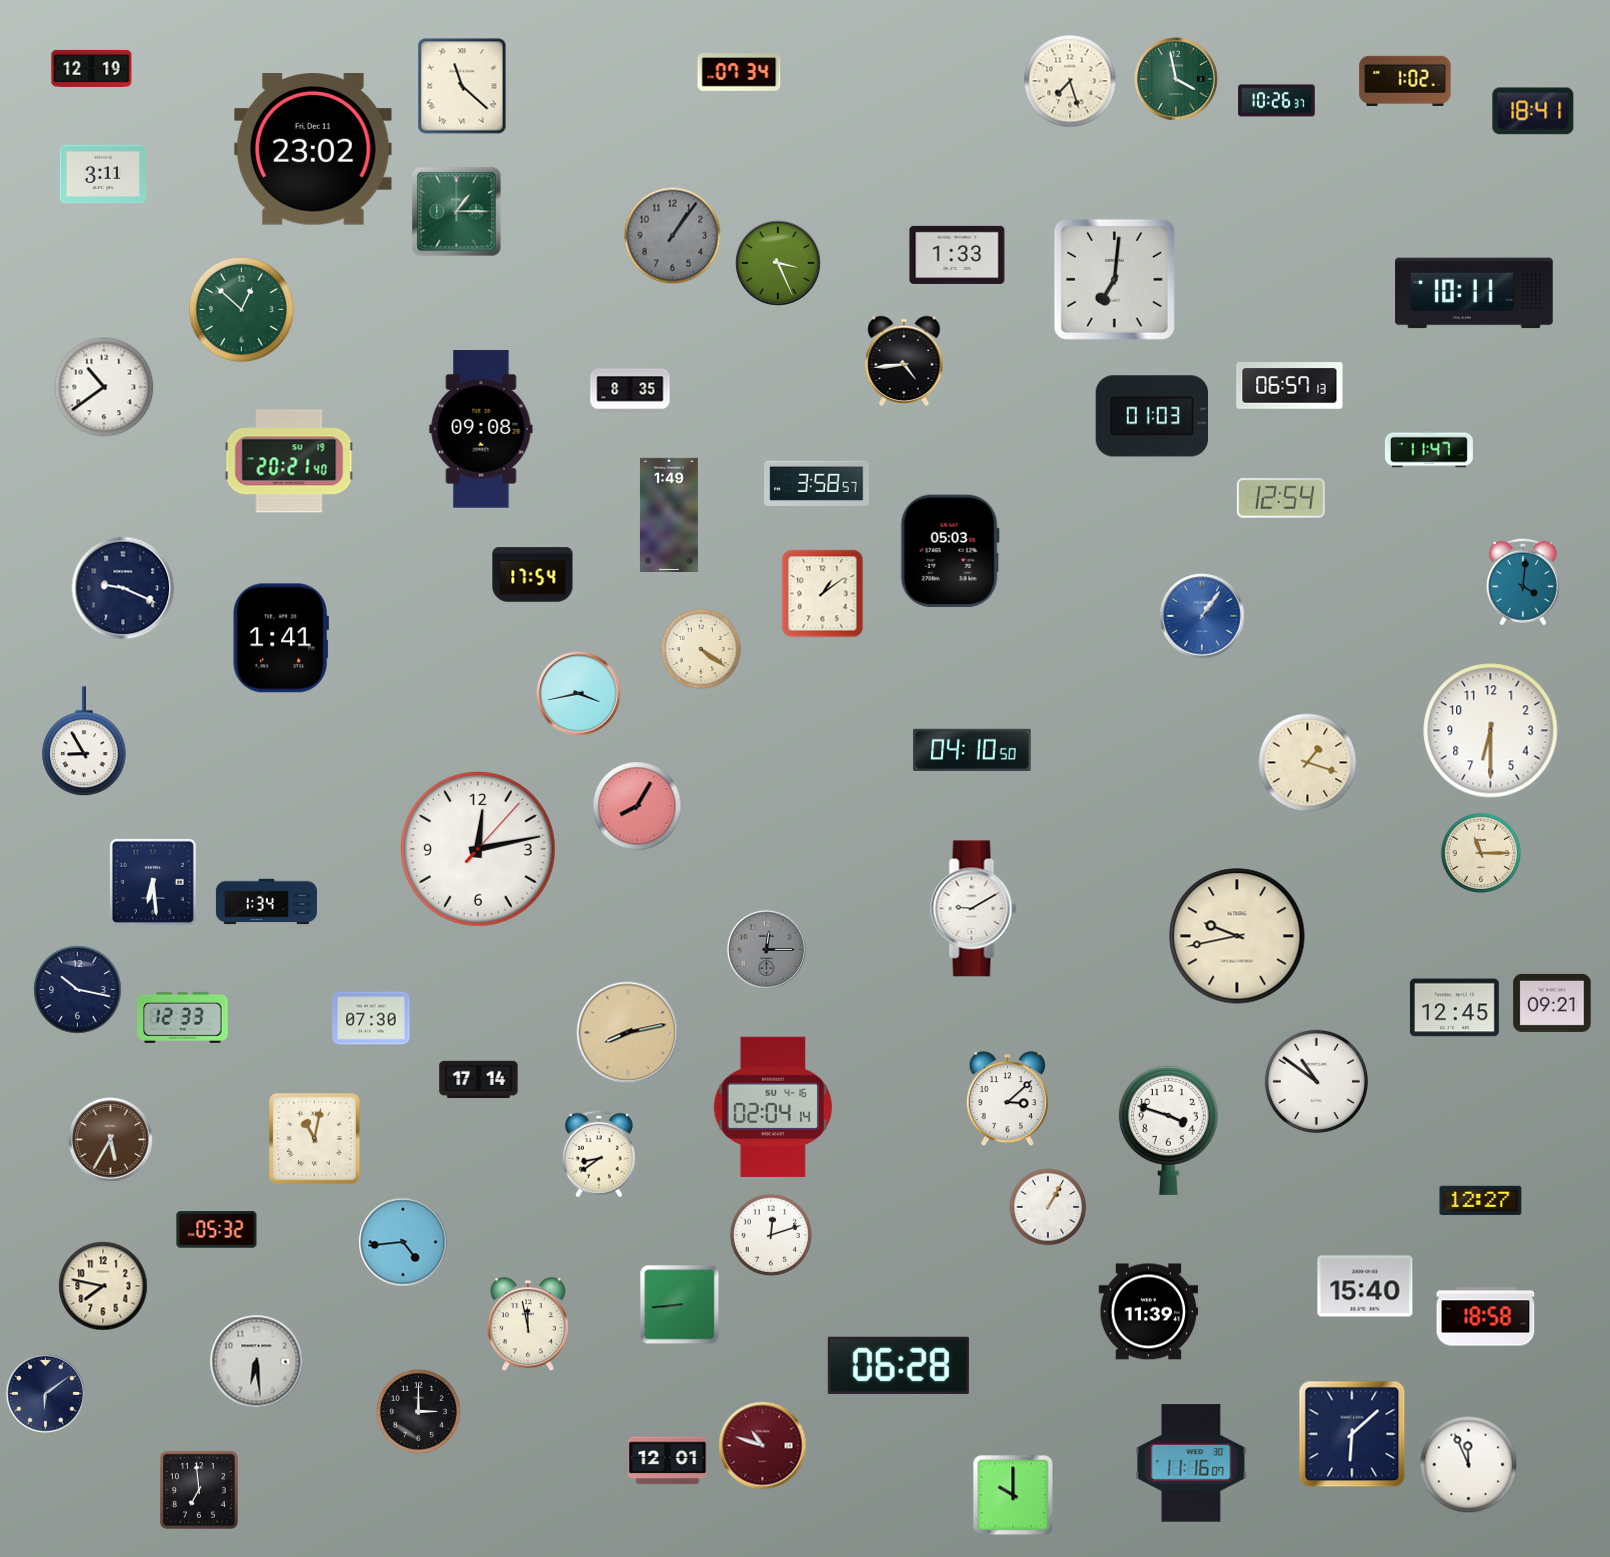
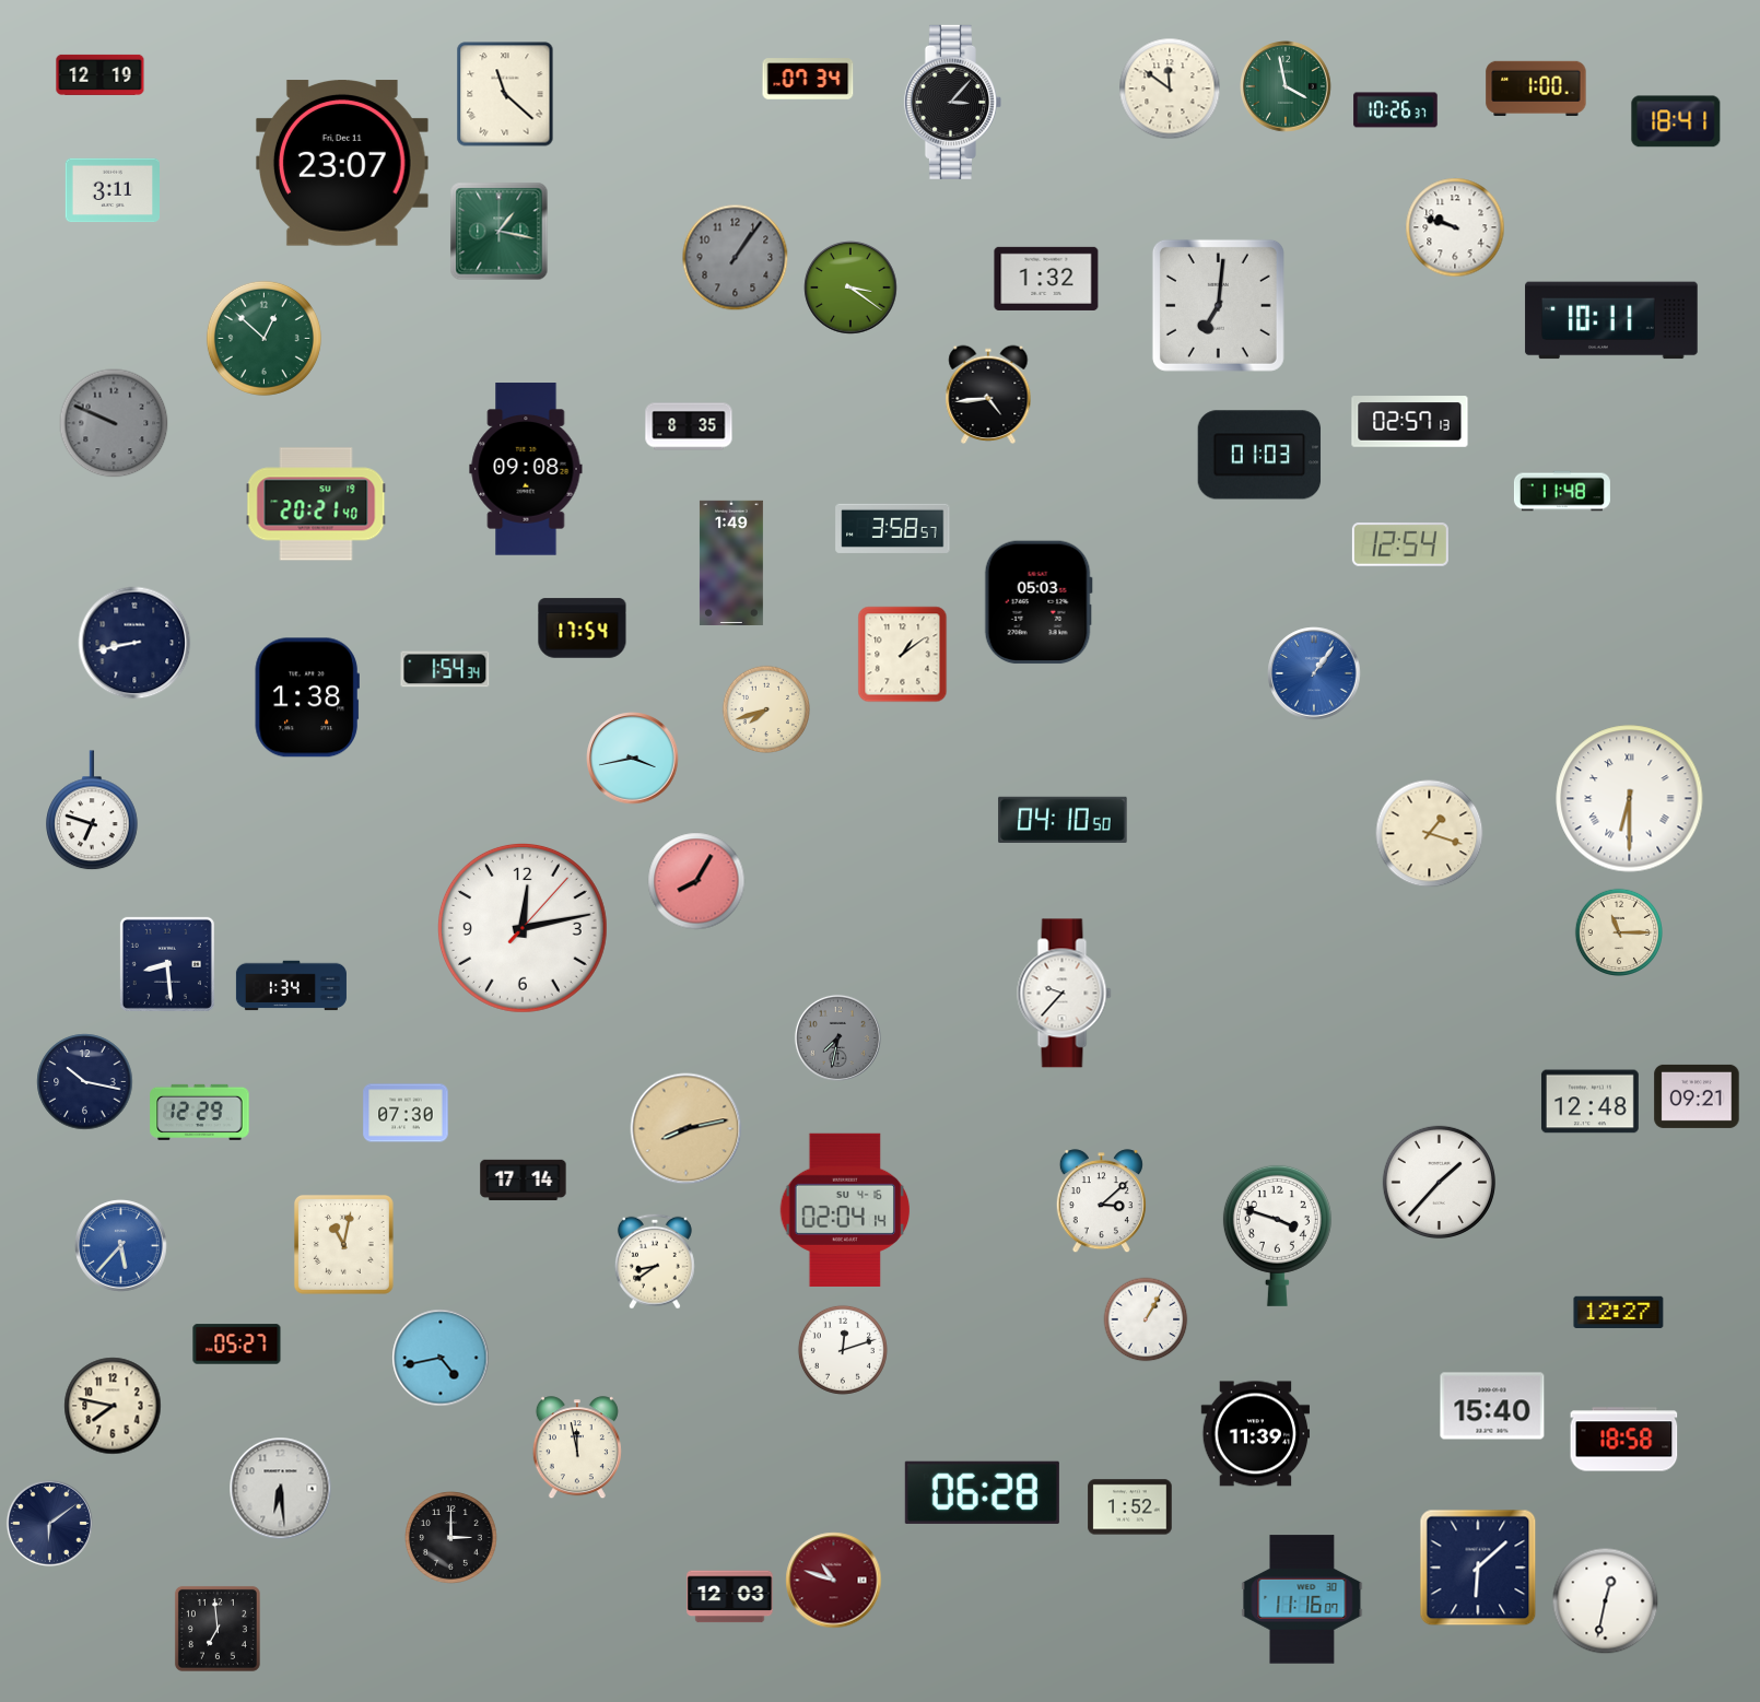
clock at (1070, 81): 7:27 -> 11:51
clock at (1405, 81): 1:02 -> 1:00
clock at (952, 102): none -> 3:07
clock at (313, 149): 23:02 -> 23:07
clock at (1455, 227): none -> 9:48
clock at (457, 212): 1:15 -> 1:17
clock at (957, 255): 1:33 -> 1:32
clock at (778, 263): 3:26 -> 3:21
clock at (1290, 386): 06:57 -> 02:57
clock at (104, 387): 10:39 -> 9:49
clock at (104, 387) dial: white -> grey
clock at (1429, 449): 11:47 -> 11:48
clock at (1523, 582): 4:01 -> none
clock at (123, 588): 9:19 -> 8:43
clock at (823, 594) position: (823, 594) -> (903, 655)
clock at (445, 669): none -> 1:54
clock at (281, 638): 1:41 -> 1:38
clock at (701, 649): 4:21 -> 7:42
clock at (1491, 731) numerals: Arabic -> Roman
clock at (85, 742): 8:55 -> 6:48
clock at (153, 882): 6:29 -> 8:29
clock at (974, 909): 9:10 -> 9:37
clock at (1237, 936): 9:43 -> none
clock at (766, 949): 12:15 -> 7:32
clock at (1454, 1008): 12:45 -> 12:48
clock at (183, 1017): 12:33 -> 12:29
clock at (1316, 1081): 10:51 -> 1:37
clock at (111, 1140): 5:35 -> 5:37
clock at (111, 1140) dial: brown -> blue
clock at (217, 1230): 05:32 -> 05:27
clock at (403, 1242): 4:44 -> 4:43
clock at (680, 1305): 8:44 -> none
clock at (1130, 1507): none -> 1:52
clock at (419, 1412) position: (419, 1412) -> (451, 1538)
clock at (668, 1461): 12:01 -> 12:03
clock at (1469, 1465): 11:56 -> 12:32
clock at (1013, 1495): 10:00 -> none
